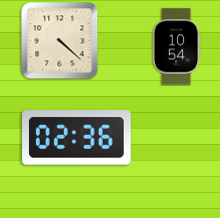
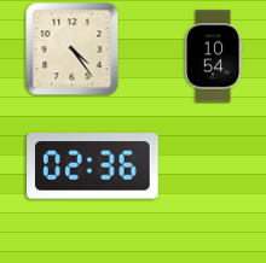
clock at (59, 40): 4:22 -> 4:24
